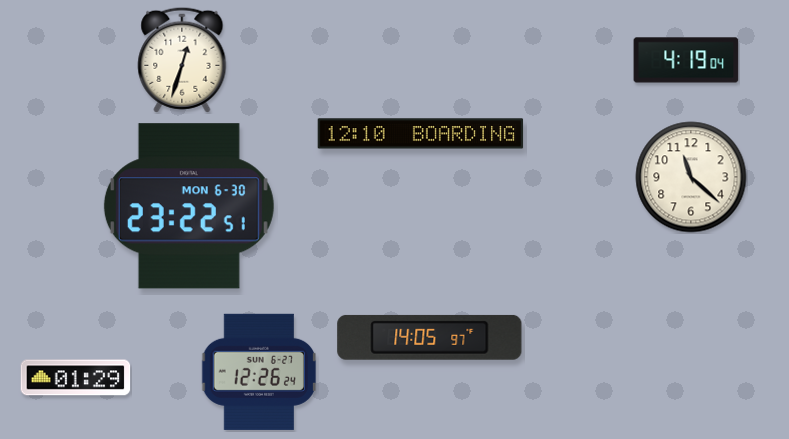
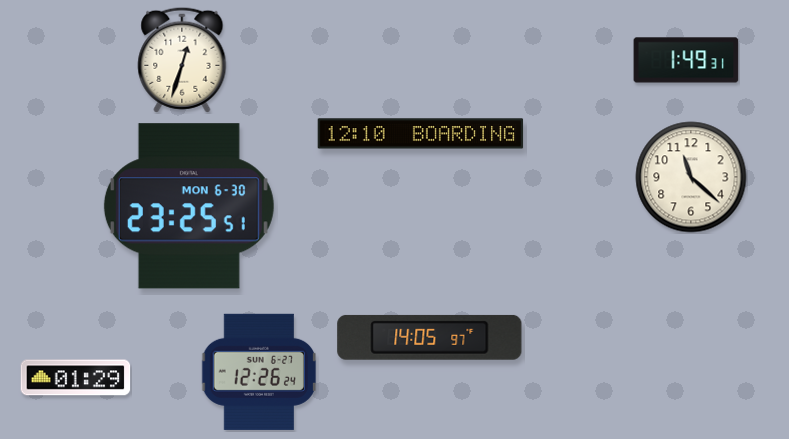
clock at (686, 60): 4:19 -> 1:49
clock at (189, 206): 23:22 -> 23:25
